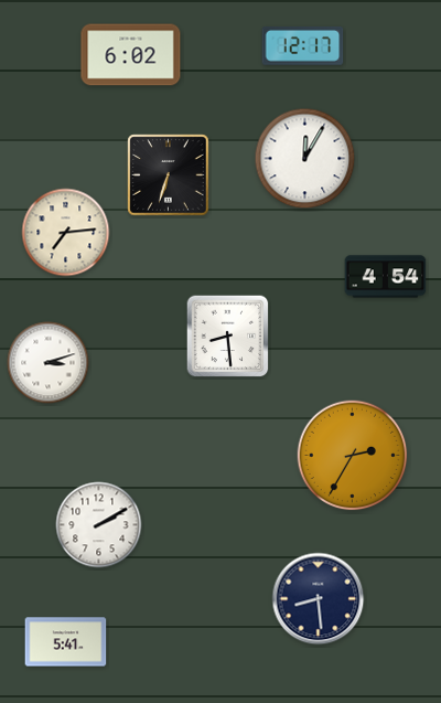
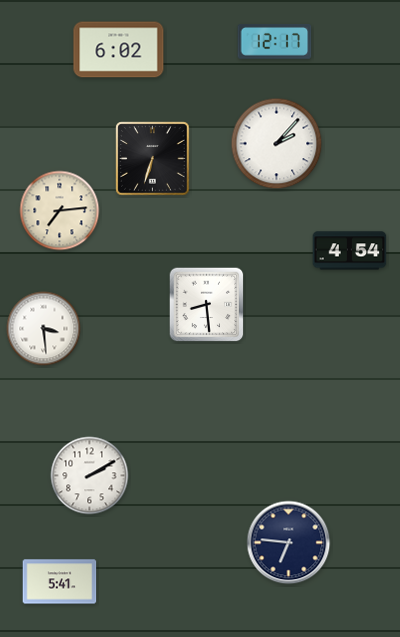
clock at (305, 159): 12:05 -> 2:07
clock at (49, 363): 3:12 -> 3:29
clock at (353, 456): 2:35 -> none
clock at (319, 599): 8:29 -> 6:46
